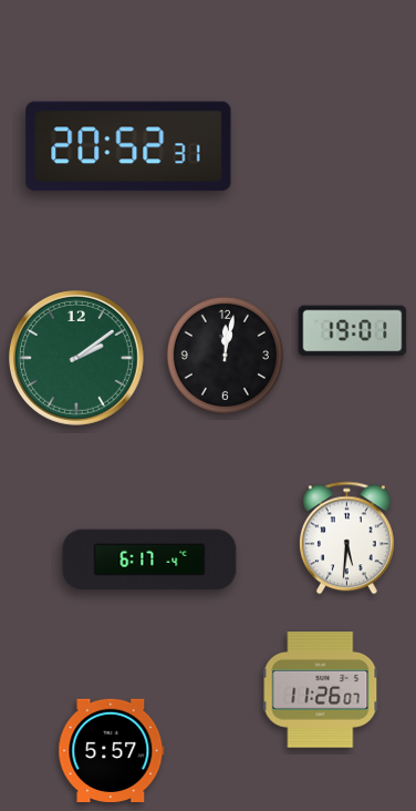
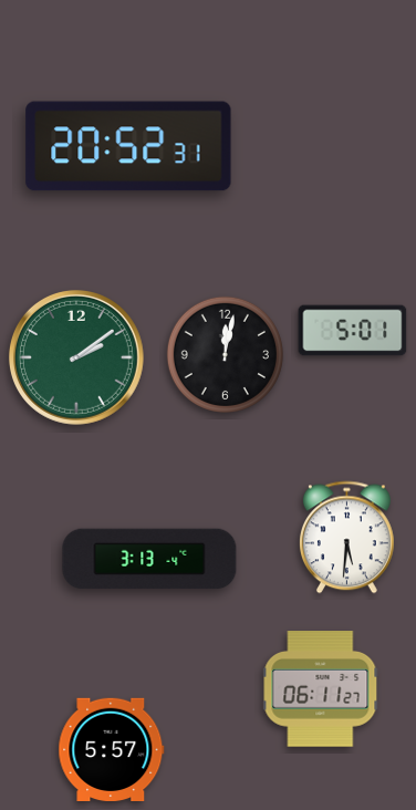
clock at (353, 331): 19:01 -> 5:01
clock at (149, 560): 6:17 -> 3:13
clock at (321, 690): 11:26 -> 06:11
